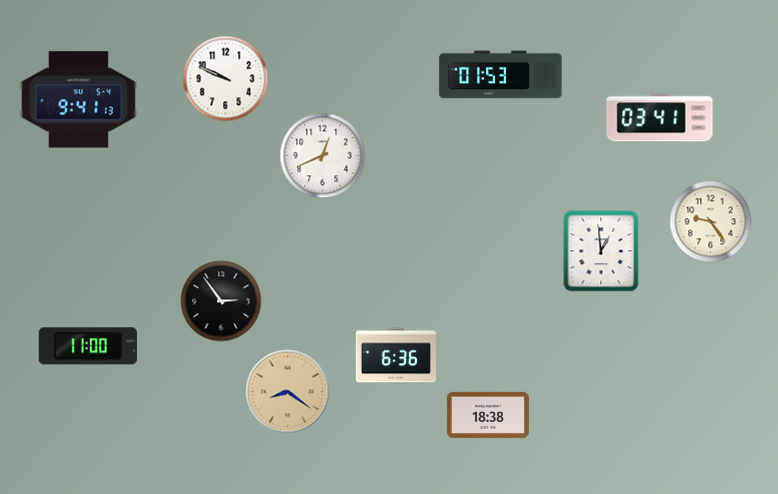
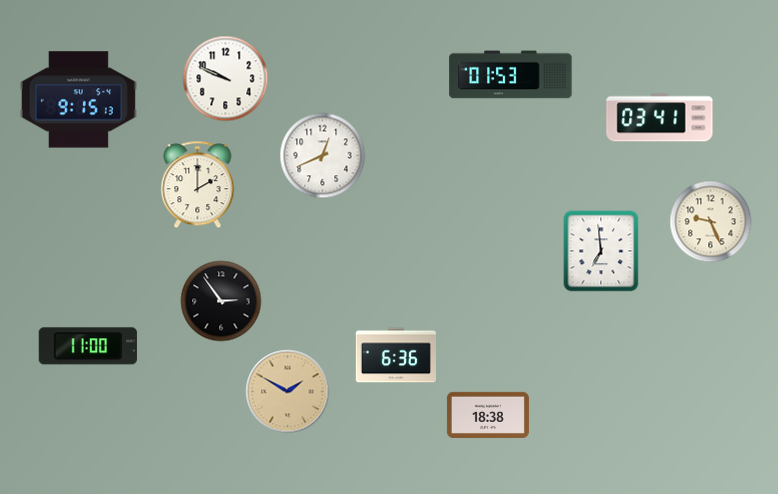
clock at (501, 75) position: (501, 75) -> (511, 75)
clock at (78, 100): 9:41 -> 9:15
clock at (198, 185): none -> 2:00
clock at (711, 222): 9:24 -> 9:26
clock at (601, 251): 12:59 -> 6:59
clock at (288, 392): 8:21 -> 1:50
